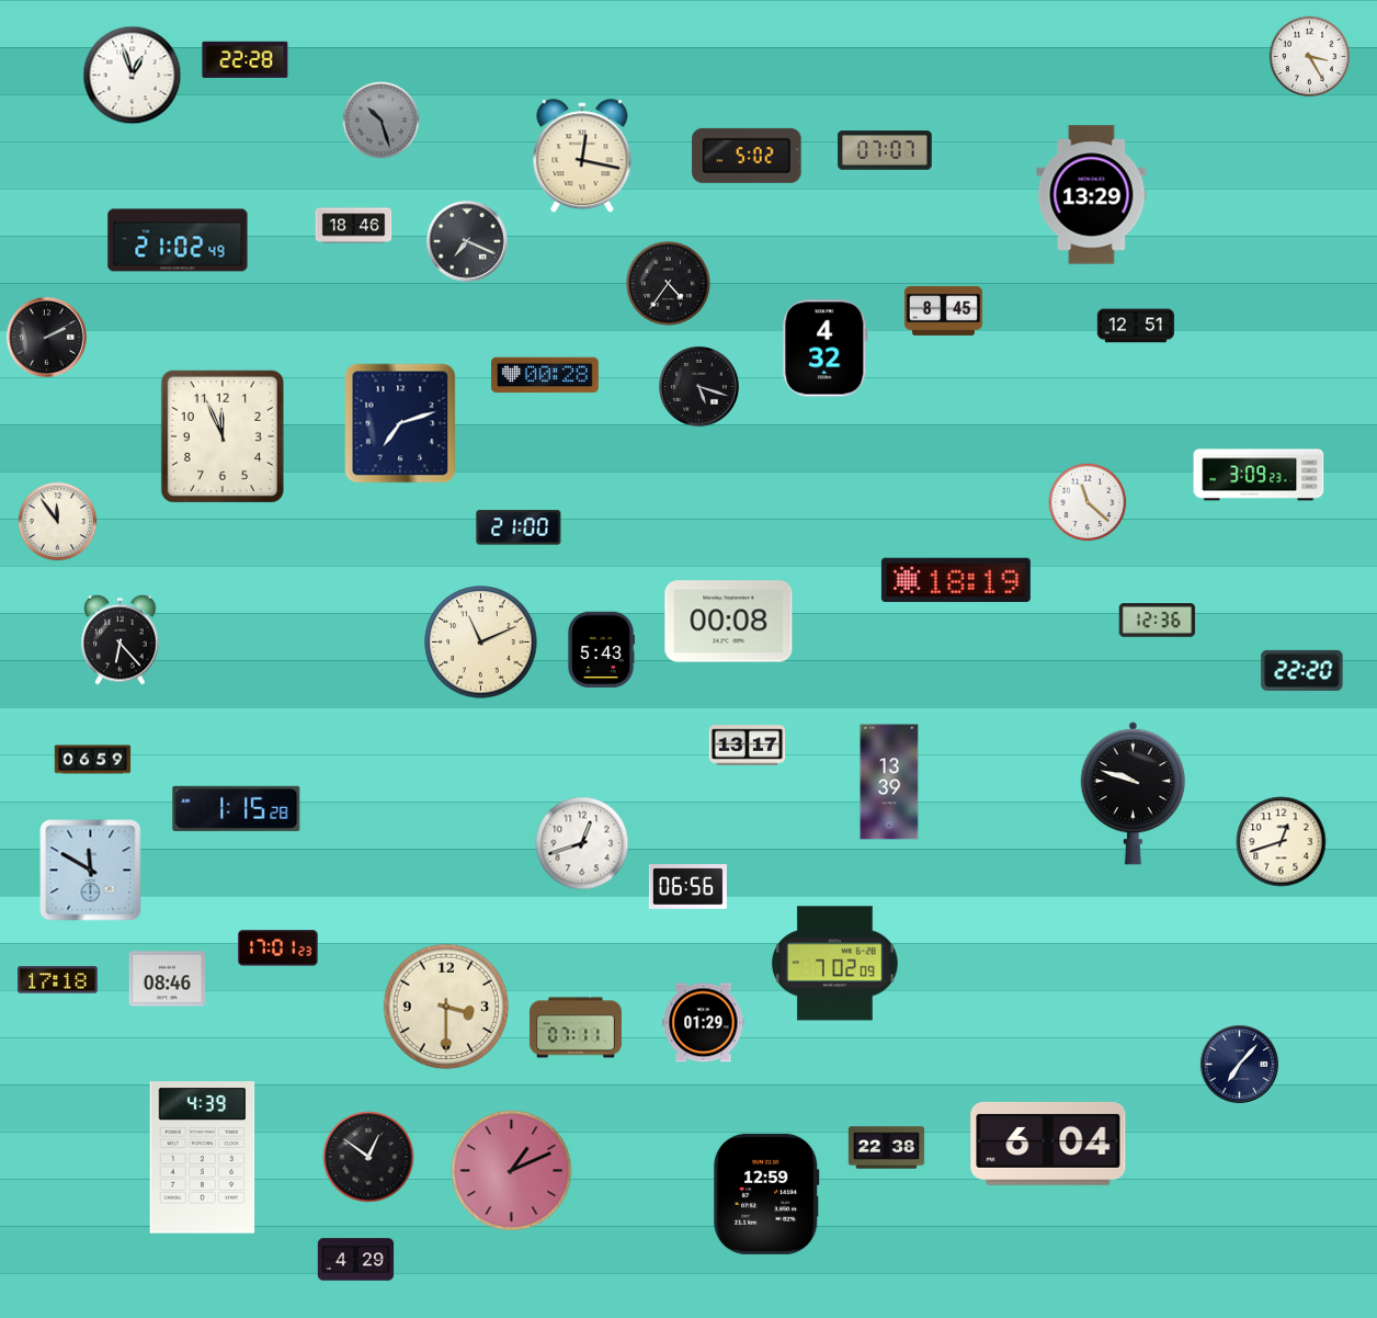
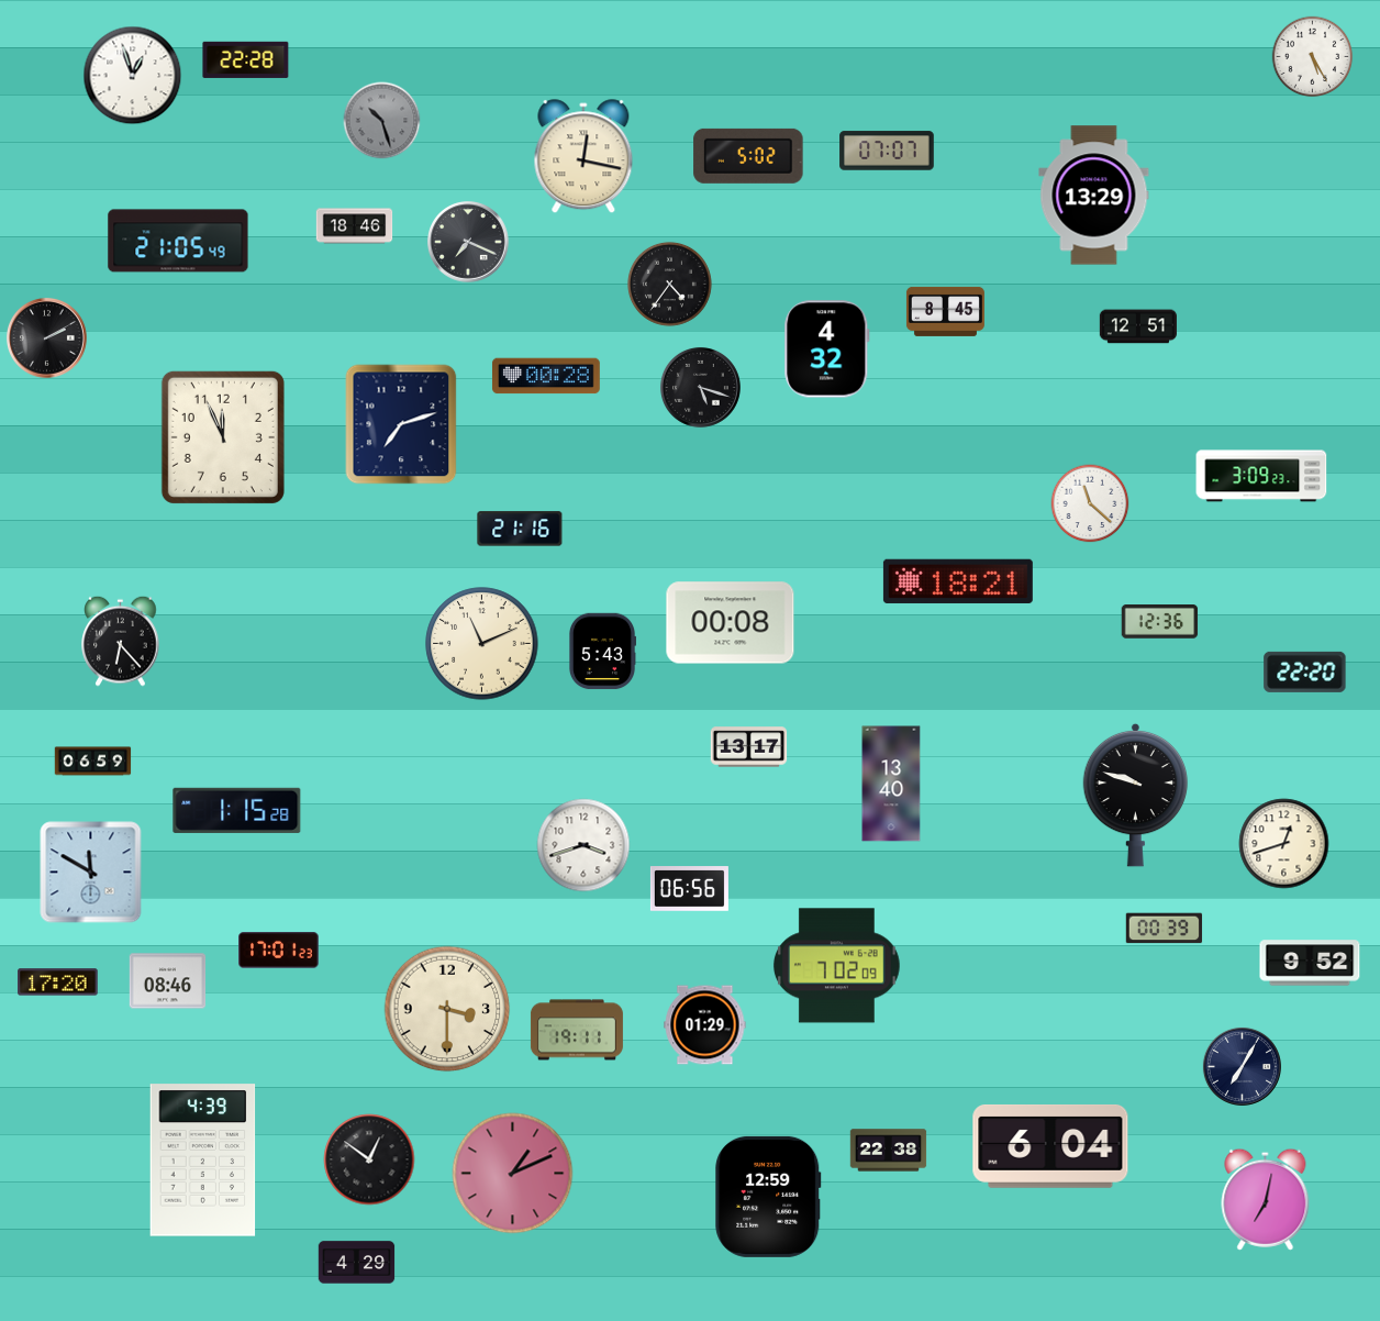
clock at (1310, 57): 3:25 -> 5:25
clock at (178, 240): 21:02 -> 21:05
clock at (58, 522): 11:54 -> none
clock at (519, 527): 21:00 -> 21:16
clock at (956, 580): 18:19 -> 18:21
clock at (889, 782): 13:39 -> 13:40
clock at (582, 843): 12:42 -> 3:42
clock at (1165, 929): none -> 00:39
clock at (1310, 963): none -> 9:52
clock at (58, 980): 17:18 -> 17:20
clock at (576, 1027): 07:11 -> 19:11
clock at (1239, 1064): 7:07 -> 7:05
clock at (1266, 1199): none -> 7:02
